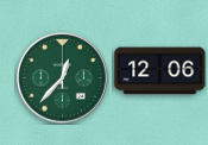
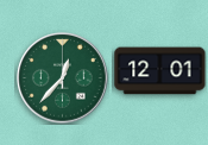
clock at (160, 71): 12:06 -> 12:01
